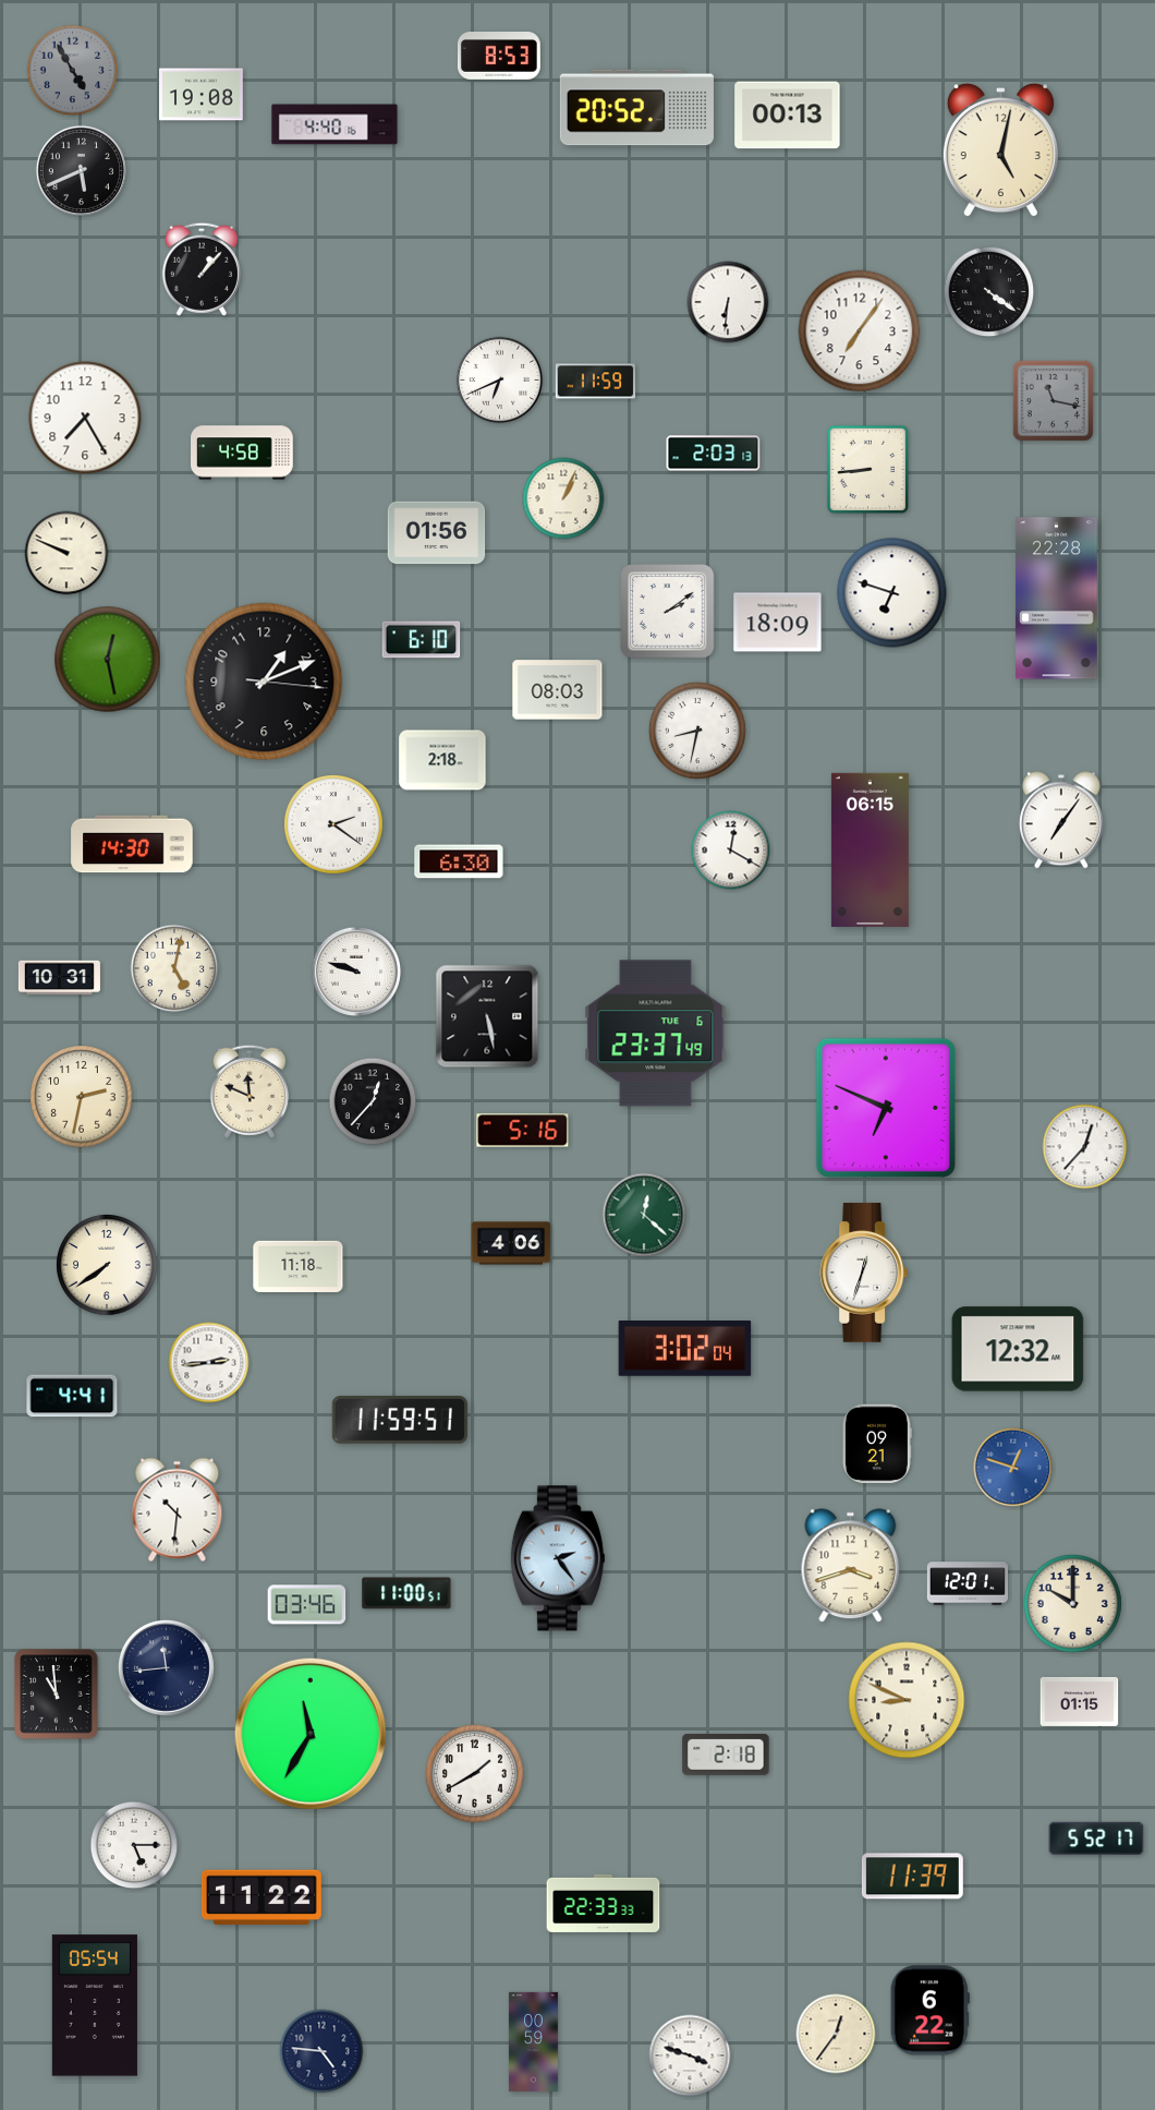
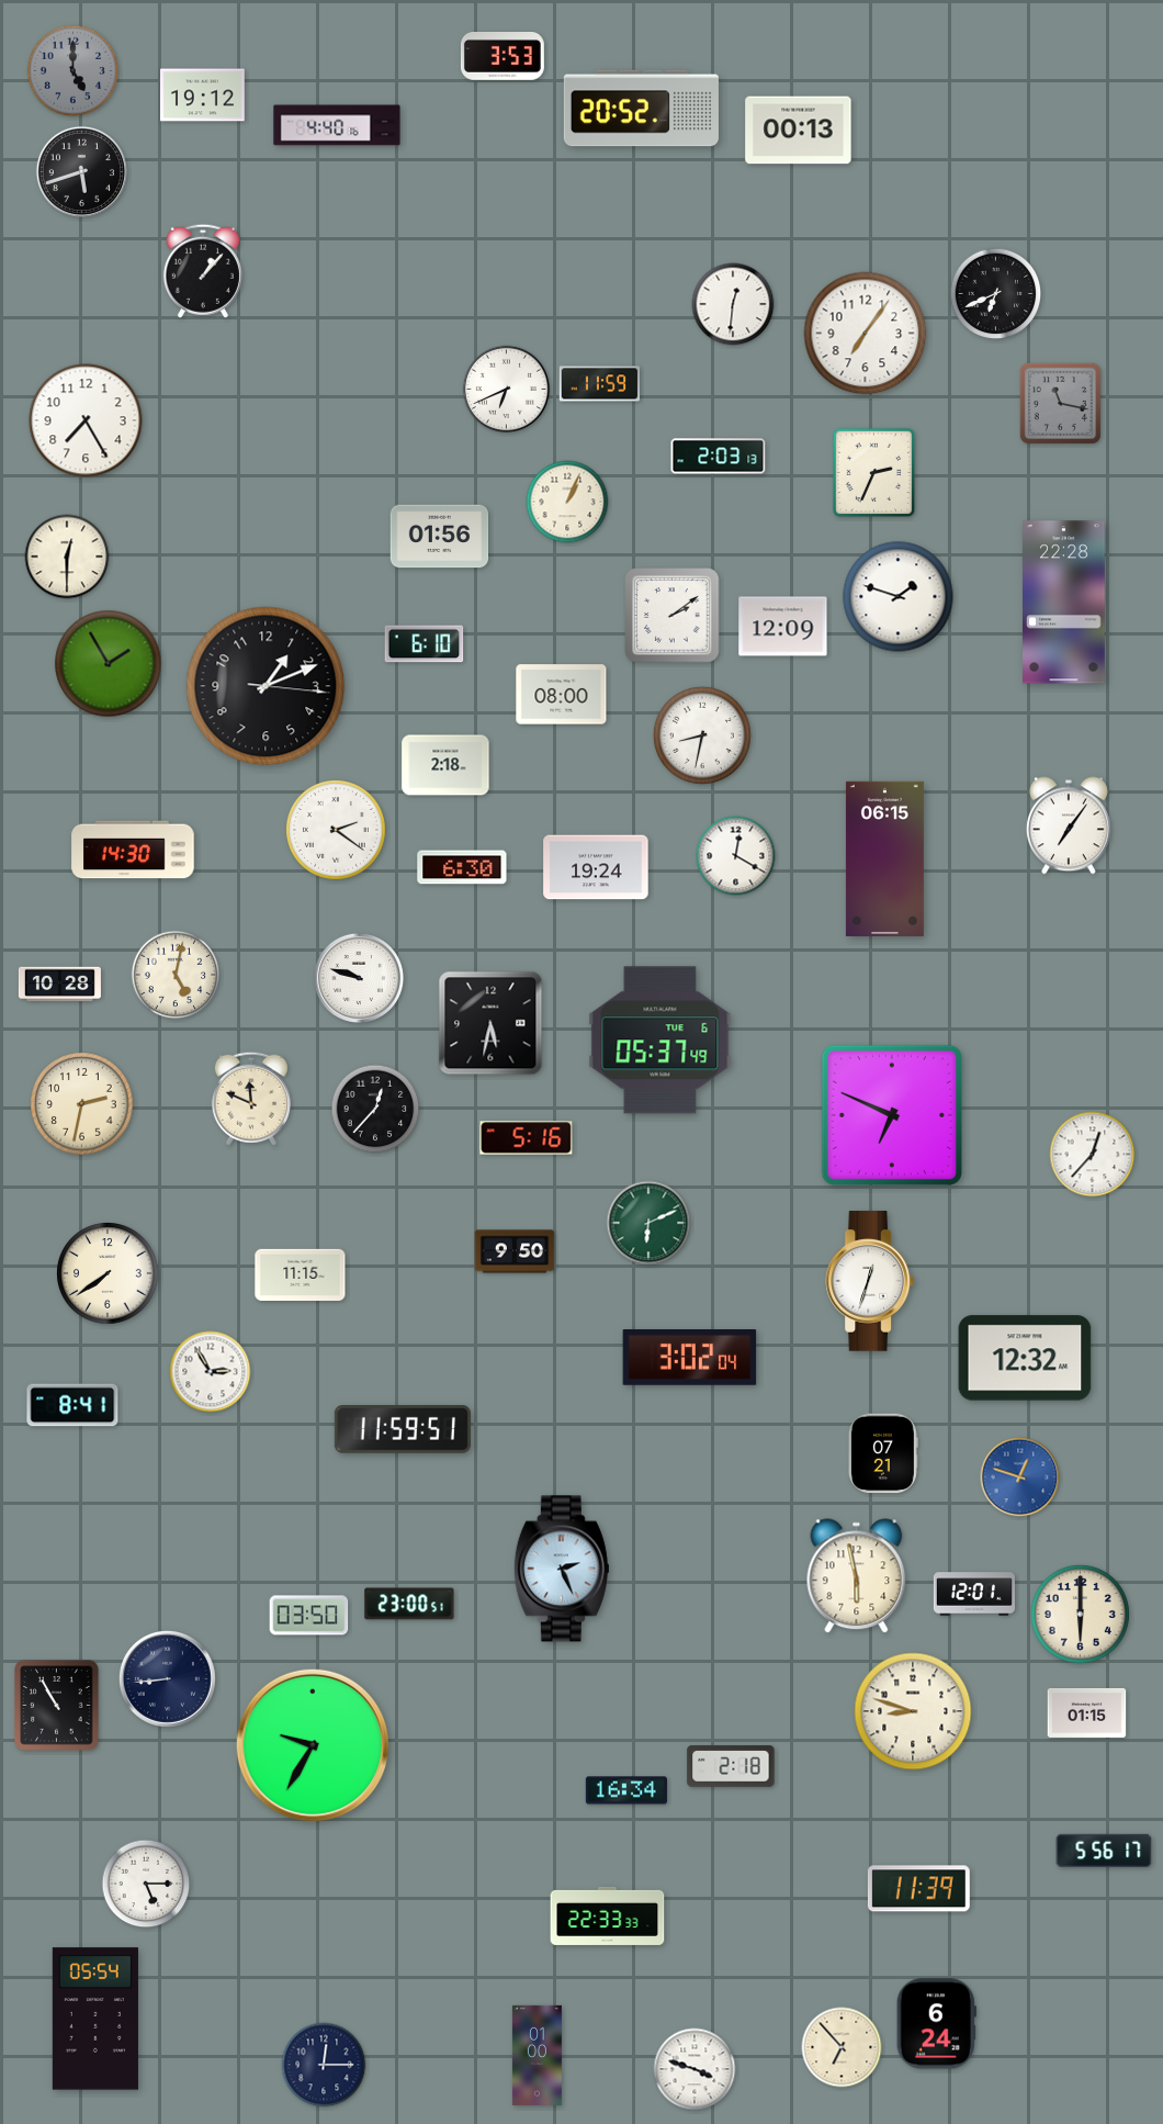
clock at (499, 57): 8:53 -> 3:53
clock at (73, 71): 4:55 -> 5:00
clock at (202, 95): 19:08 -> 19:12
clock at (788, 116) position: (788, 116) -> (799, 131)
clock at (1000, 152): 5:02 -> none
clock at (81, 170): 5:41 -> 5:42
clock at (989, 292): 4:21 -> 6:41
clock at (728, 302): 6:31 -> 12:31
clock at (500, 381) position: (500, 381) -> (507, 390)
clock at (242, 453): 4:58 -> none
clock at (868, 470): 8:44 -> 2:34
clock at (66, 553): 9:49 -> 12:30
clock at (892, 593): 6:48 -> 1:48
clock at (778, 623): 18:09 -> 12:09
clock at (108, 660): 12:28 -> 1:55
clock at (558, 690): 08:03 -> 08:00
clock at (870, 849) position: (870, 849) -> (884, 858)
clock at (596, 867): none -> 19:24
clock at (59, 978): 10:31 -> 10:28
clock at (487, 1016): 5:28 -> 5:32
clock at (656, 1034): 23:37 -> 05:37
clock at (644, 1215): 12:22 -> 6:11
clock at (511, 1243): 4:06 -> 9:50
clock at (299, 1267): 11:18 -> 11:15
clock at (209, 1363): 2:44 -> 2:55
clock at (72, 1396): 4:41 -> 8:41
clock at (877, 1444): 09:21 -> 07:21
clock at (178, 1510): 10:31 -> none
clock at (558, 1558): 2:24 -> 2:26
clock at (851, 1566): 3:42 -> 5:58
clock at (406, 1593): 11:00 -> 23:00
clock at (1072, 1603): 10:00 -> 6:00
clock at (307, 1605): 03:46 -> 03:50
clock at (166, 1667): 11:44 -> 8:44
clock at (57, 1695): 10:59 -> 10:55
clock at (907, 1700): 8:49 -> 8:48
clock at (311, 1734): 11:35 -> 9:35
clock at (474, 1773): 1:40 -> none
clock at (626, 1790): none -> 16:34
clock at (1096, 1837): 5:52 -> 5:56
clock at (134, 1845) position: (134, 1845) -> (146, 1884)
clock at (262, 1896): 11:22 -> none
clock at (929, 2011): 6:22 -> 6:24
clock at (836, 2034): 12:36 -> 6:53
clock at (533, 2041): 00:59 -> 01:00
clock at (321, 2051): 4:46 -> 12:15
